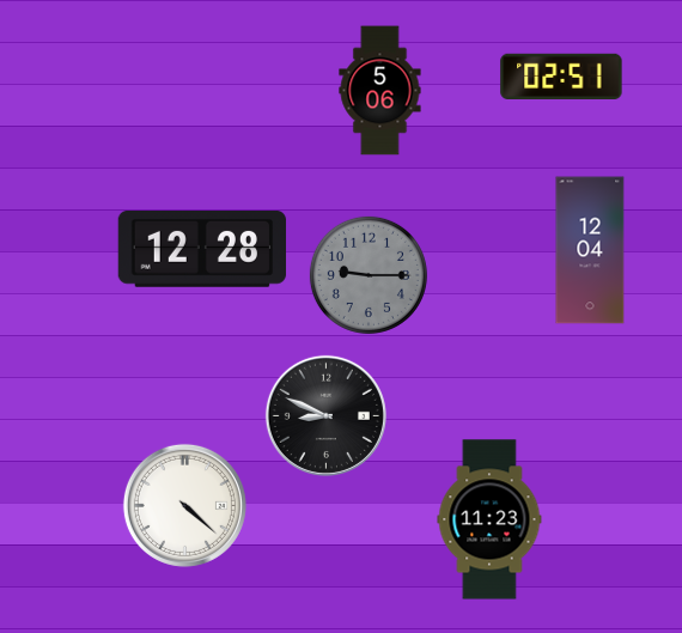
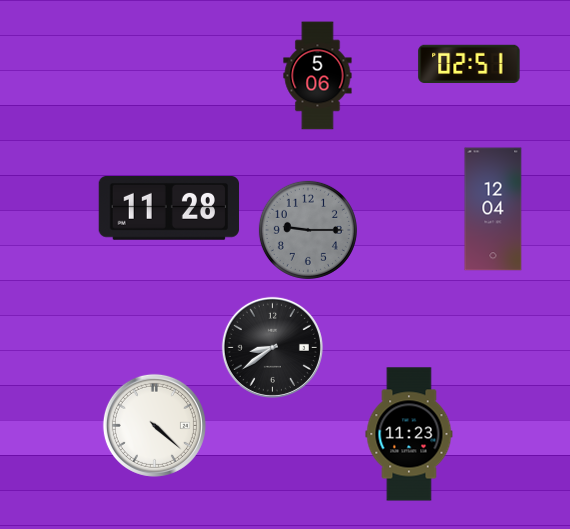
clock at (202, 250): 12:28 -> 11:28
clock at (325, 415): 8:49 -> 8:39
clock at (184, 505) position: (184, 505) -> (154, 425)
